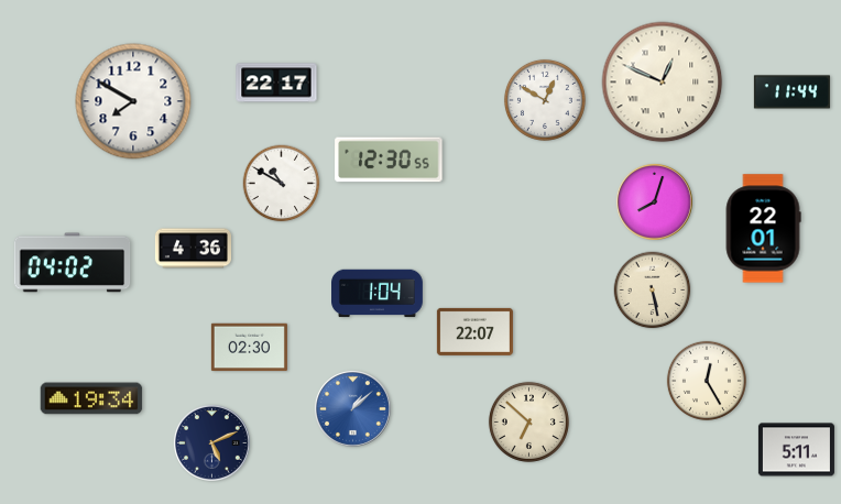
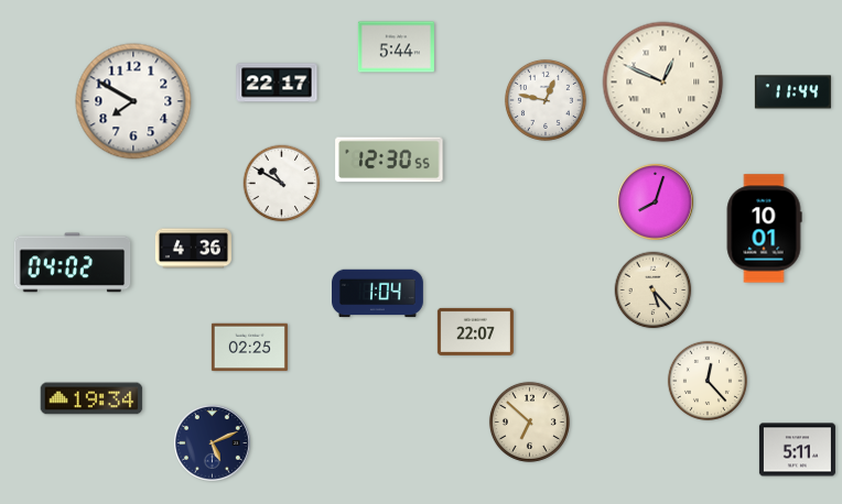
clock at (396, 47): none -> 5:44
clock at (545, 100): 12:50 -> 12:47
clock at (763, 229): 22:01 -> 10:01
clock at (653, 291): 5:28 -> 5:23
clock at (249, 348): 02:30 -> 02:25
clock at (707, 381): 12:25 -> 12:23
clock at (352, 408): 1:08 -> none
